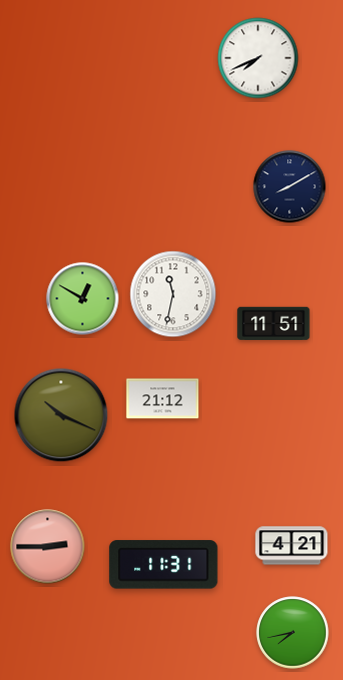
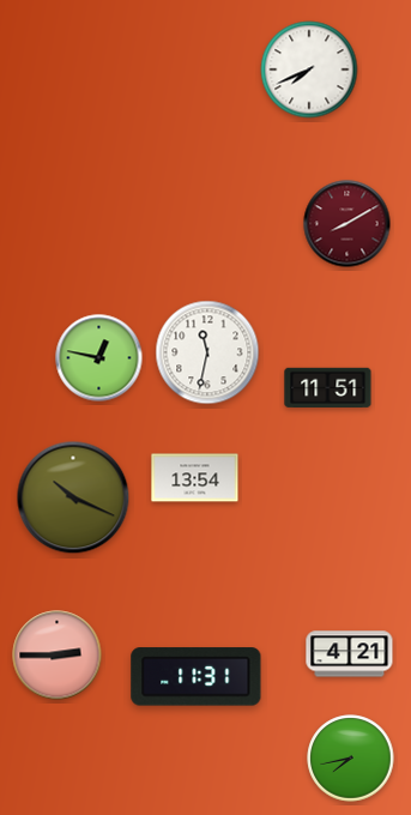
clock at (290, 187) dial: navy -> burgundy
clock at (83, 299): 12:50 -> 12:47
clock at (163, 399): 21:12 -> 13:54
